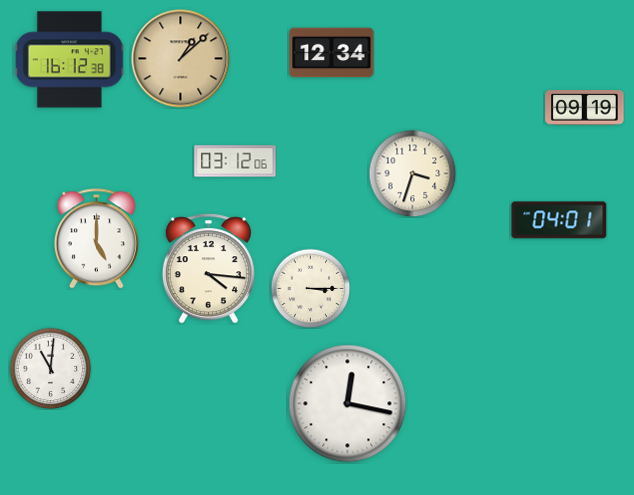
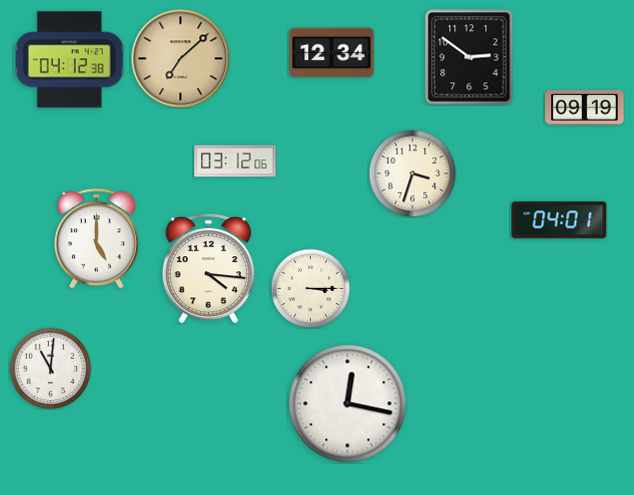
clock at (469, 57): none -> 2:51
clock at (181, 59): 1:08 -> 7:08
clock at (69, 60): 16:12 -> 04:12
